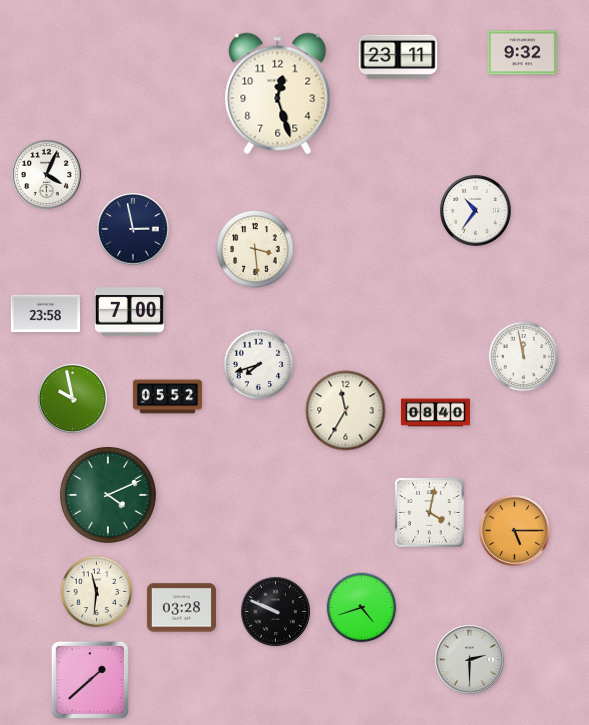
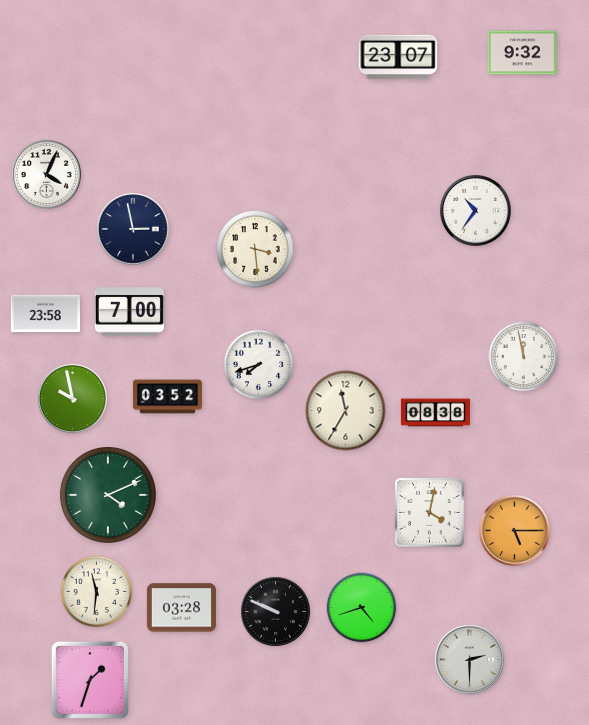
clock at (398, 57): 23:11 -> 23:07
clock at (278, 94): 12:27 -> none
clock at (167, 397): 05:52 -> 03:52
clock at (435, 413): 08:40 -> 08:38
clock at (90, 680): 1:38 -> 1:33
